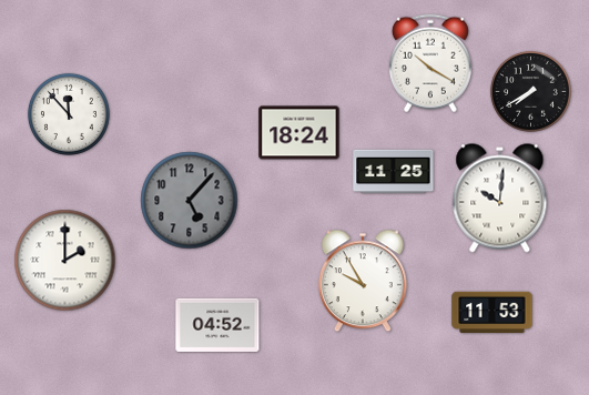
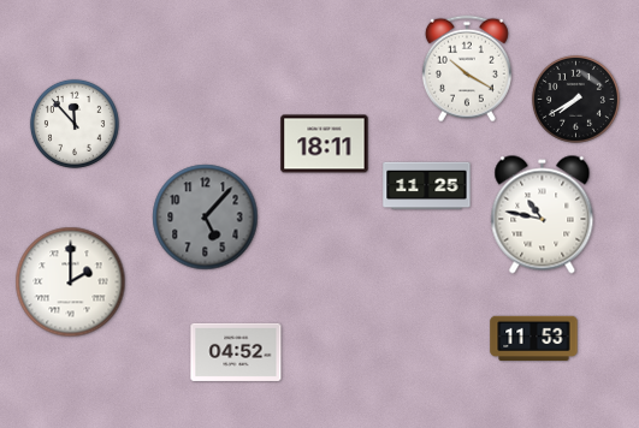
clock at (299, 133): 18:24 -> 18:11
clock at (500, 199): 10:01 -> 10:47
clock at (363, 281): 9:55 -> none
